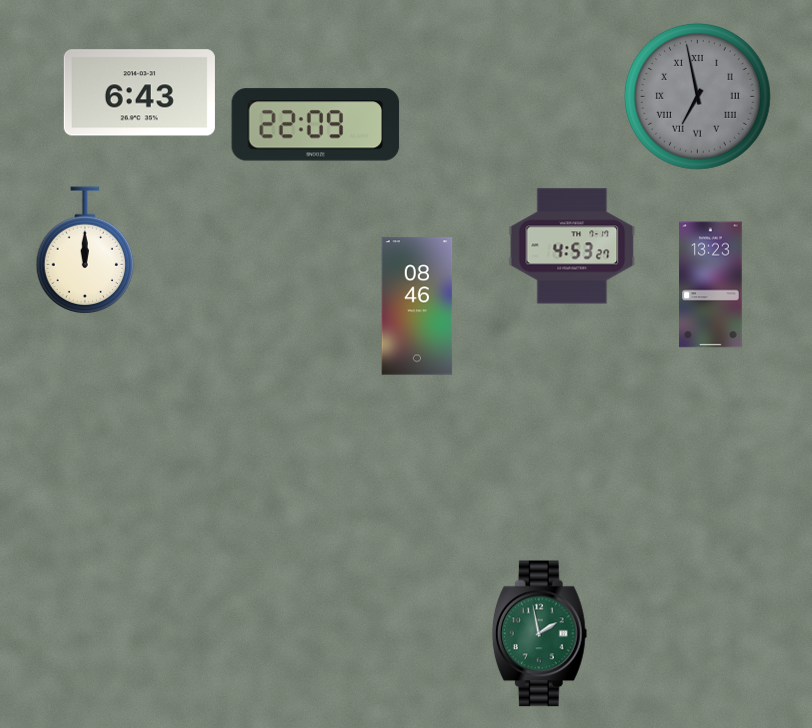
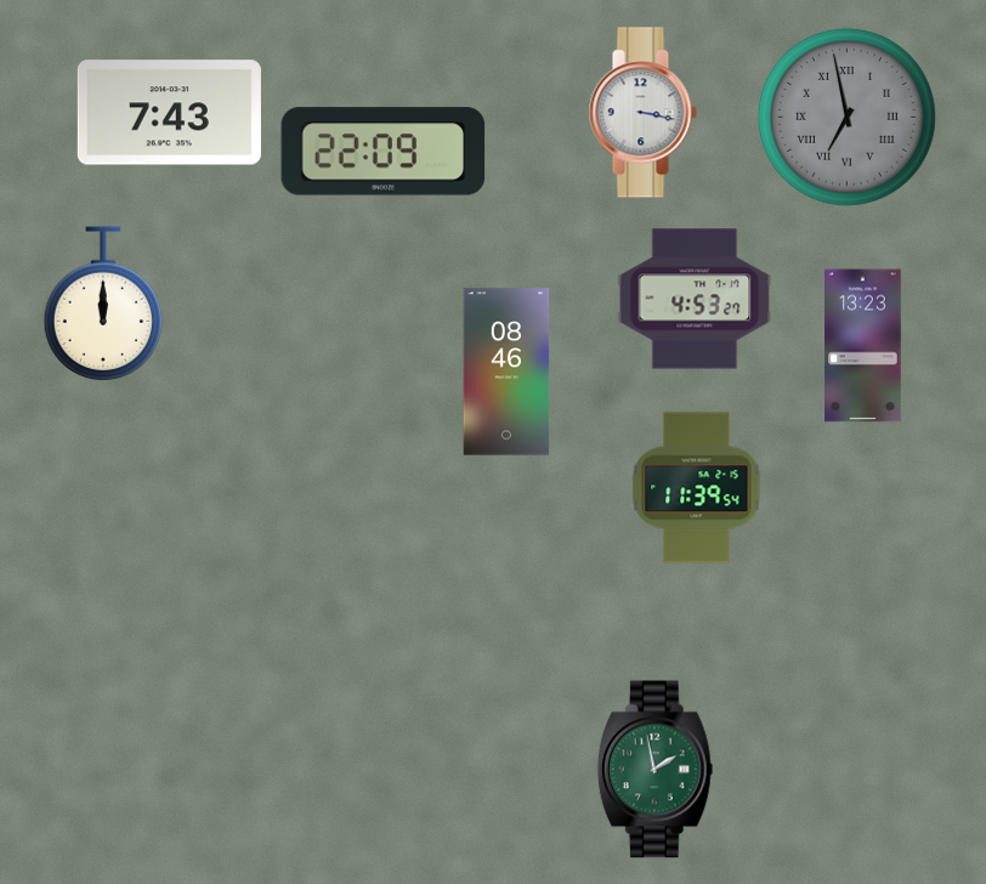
clock at (139, 93): 6:43 -> 7:43
clock at (642, 113): none -> 3:17
clock at (697, 488): none -> 11:39
